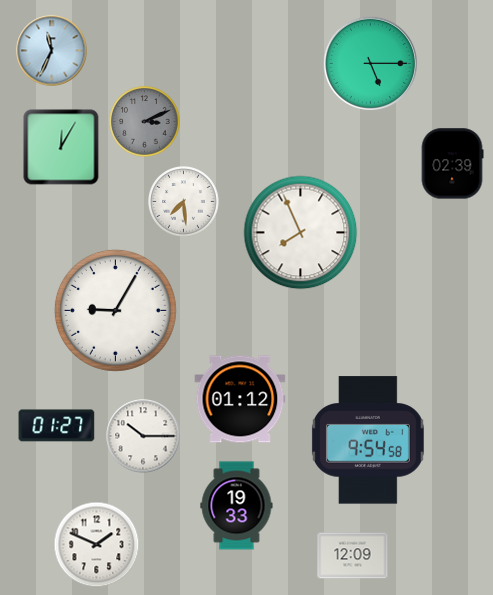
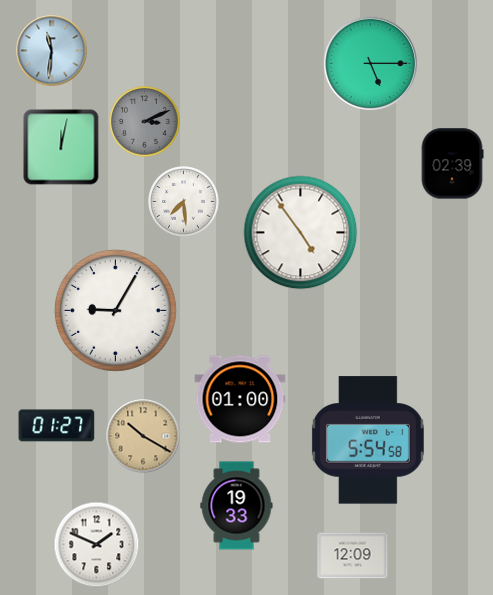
clock at (52, 51): 11:34 -> 11:31
clock at (61, 147): 12:05 -> 12:02
clock at (301, 233): 7:56 -> 4:54
clock at (240, 399): 01:12 -> 01:00
clock at (143, 436): 10:15 -> 10:20
clock at (143, 436) dial: white -> champagne
clock at (368, 440): 9:54 -> 5:54
